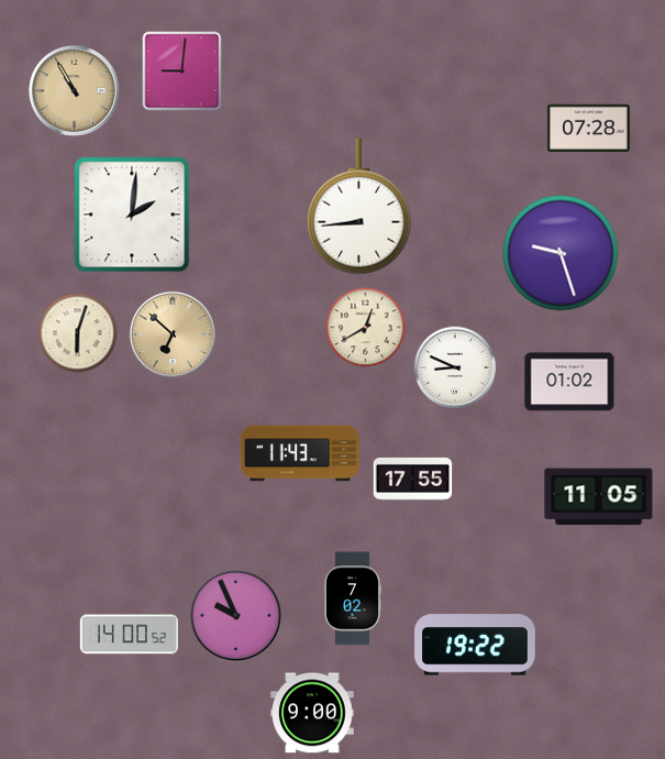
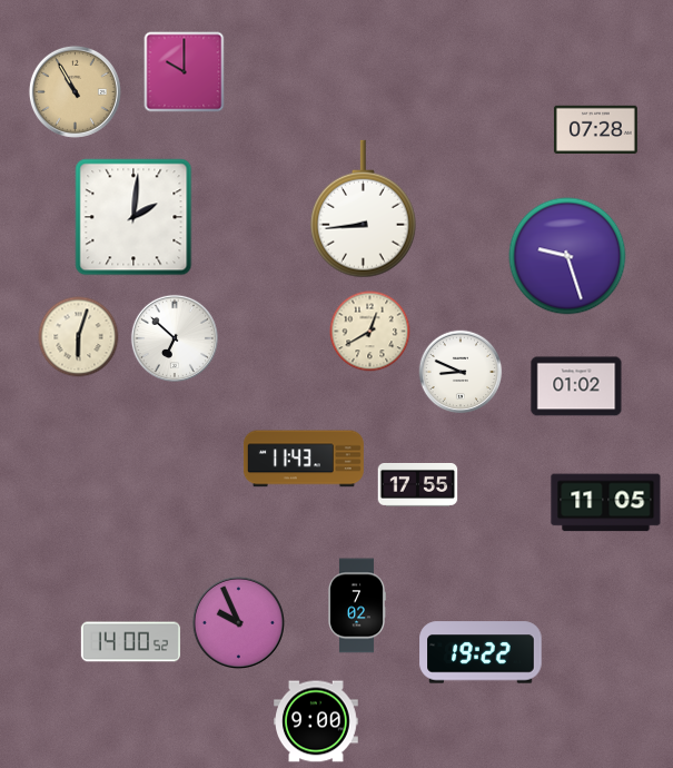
clock at (182, 71): 9:01 -> 10:00
clock at (171, 333) dial: champagne -> white
